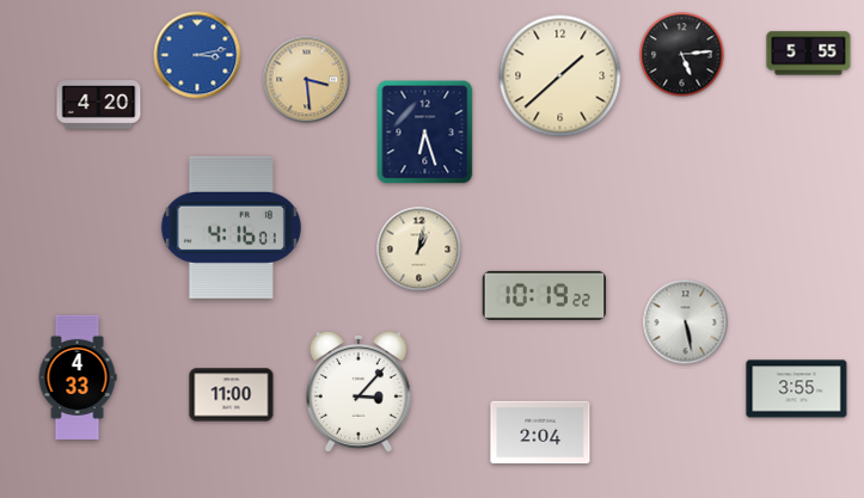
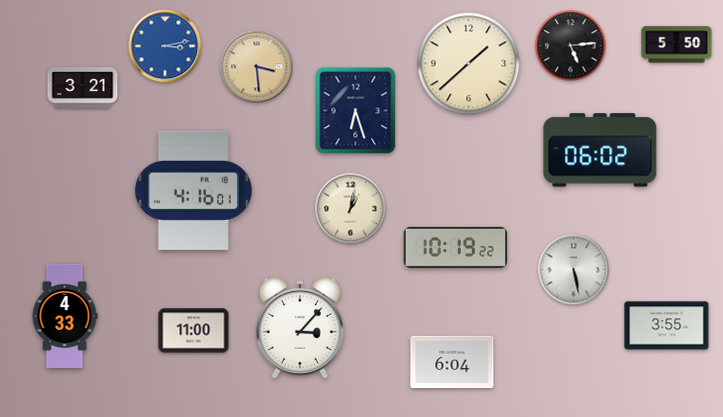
clock at (809, 54): 5:55 -> 5:50
clock at (99, 105): 4:20 -> 3:21
clock at (600, 150): none -> 06:02
clock at (540, 432): 2:04 -> 6:04
